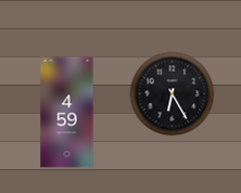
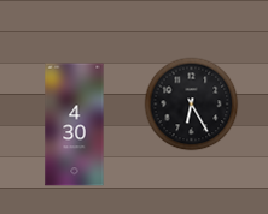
clock at (67, 113): 4:59 -> 4:30
